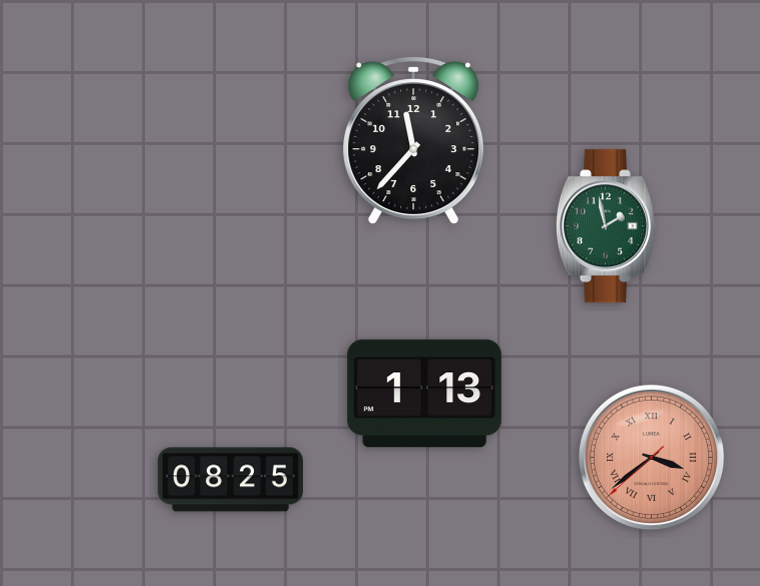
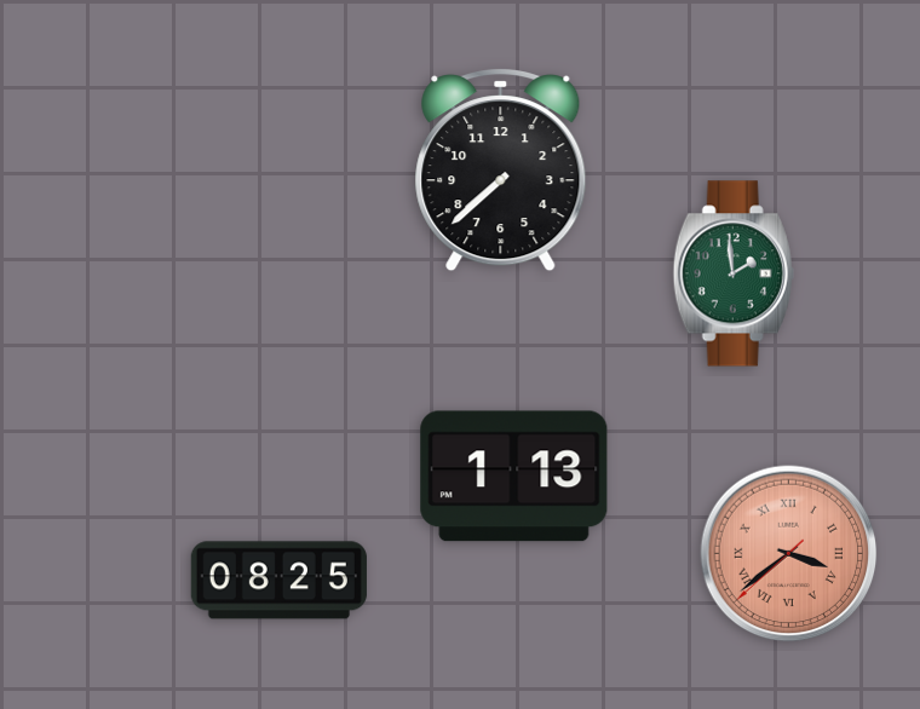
clock at (414, 141): 11:37 -> 7:38
clock at (606, 226): 1:58 -> 1:59
